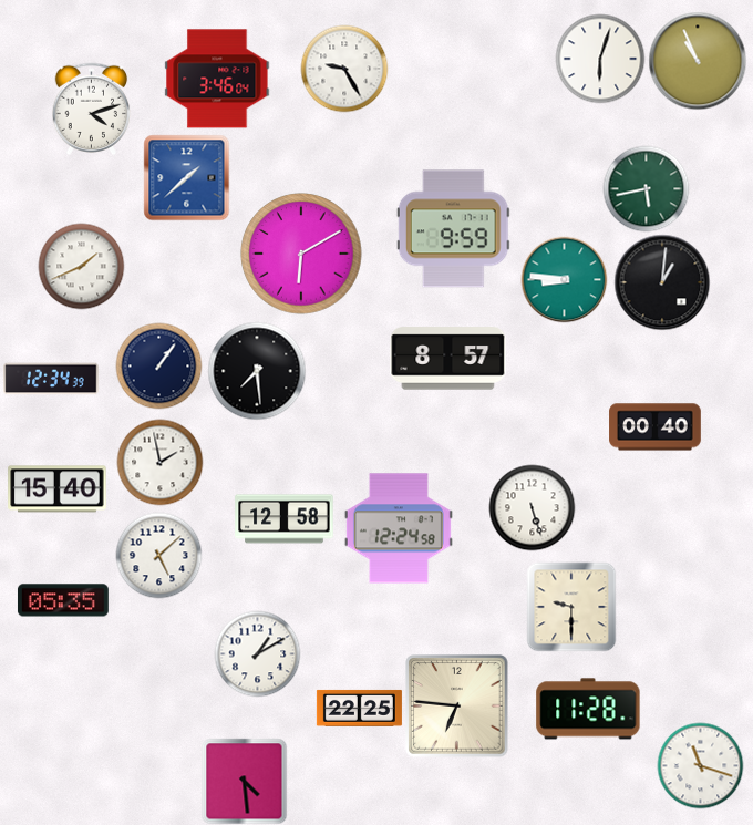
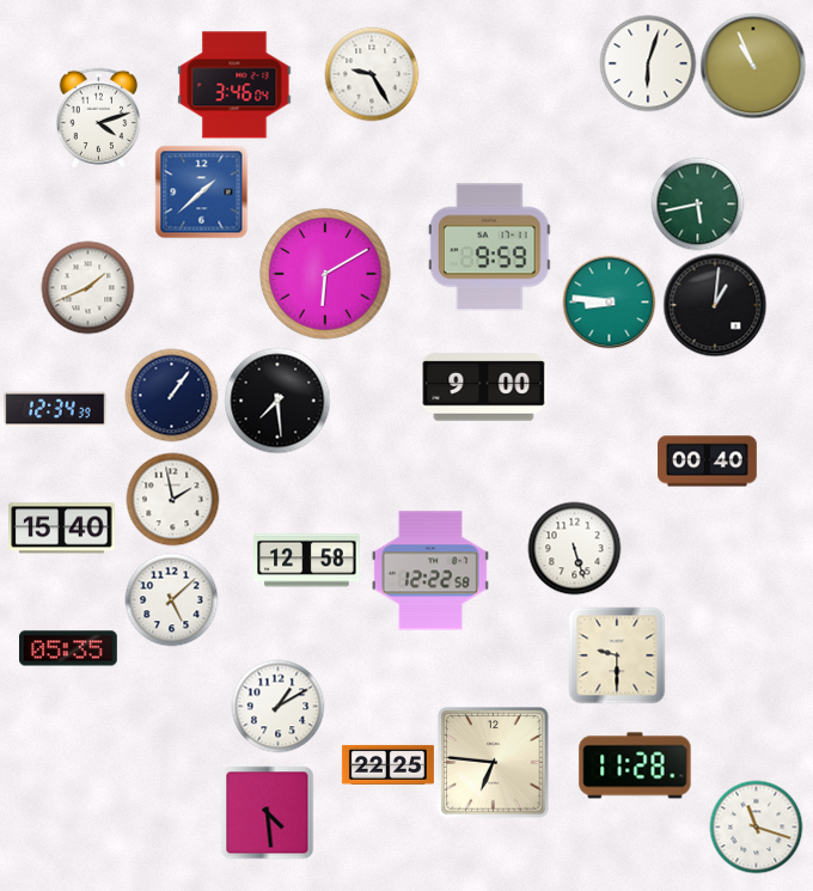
clock at (448, 359): 8:57 -> 9:00
clock at (399, 528): 12:24 -> 12:22
clock at (244, 781) position: (244, 781) -> (267, 812)
